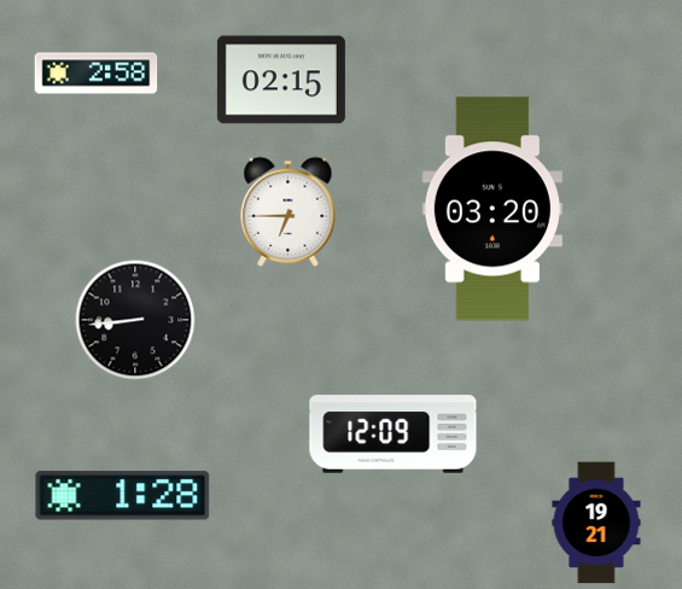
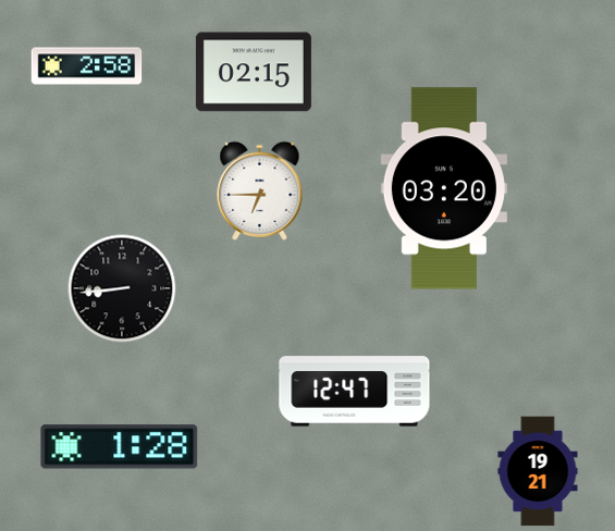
clock at (394, 435): 12:09 -> 12:47
clock at (123, 496) position: (123, 496) -> (120, 447)
